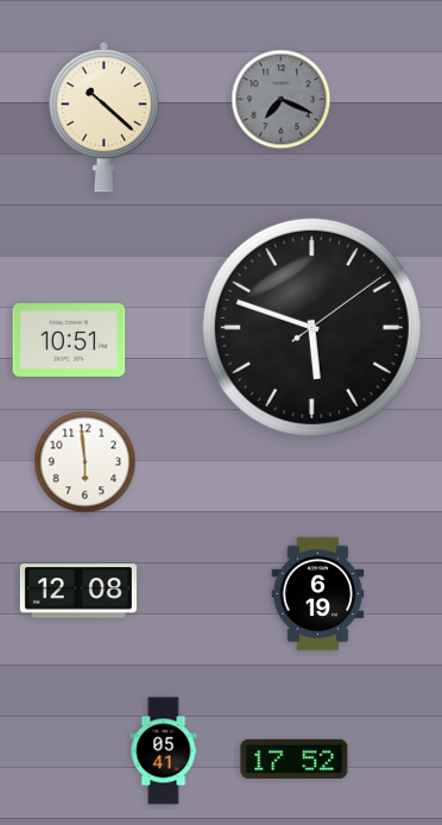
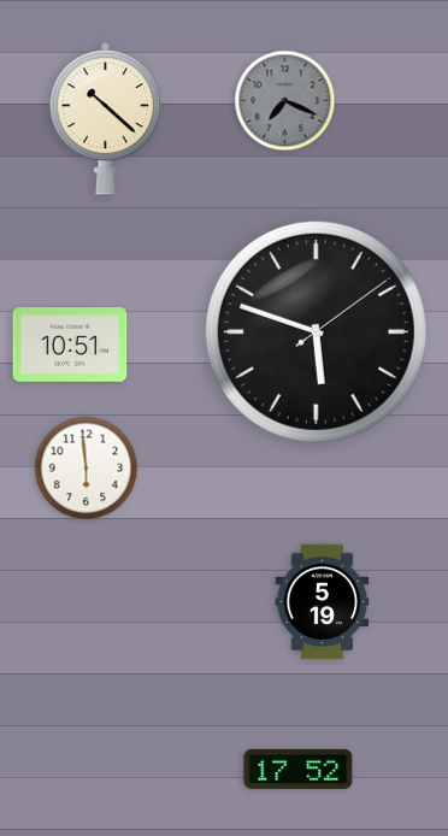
clock at (78, 591): 12:08 -> none
clock at (318, 594): 6:19 -> 5:19
clock at (164, 751): 05:41 -> none
